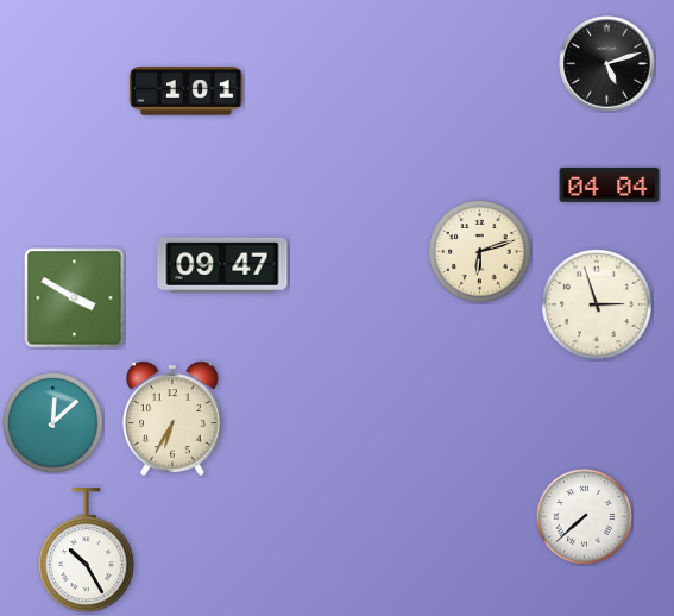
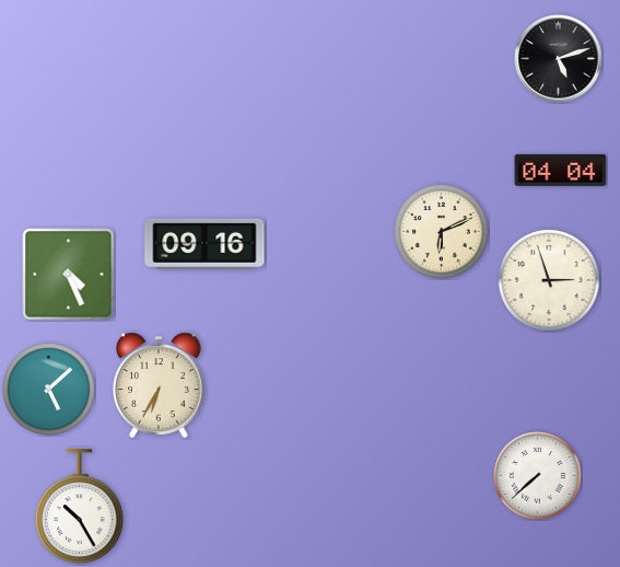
clock at (185, 92): 1:01 -> none
clock at (480, 252): 6:12 -> 6:11
clock at (222, 265): 09:47 -> 09:16
clock at (75, 298): 3:50 -> 4:26
clock at (53, 423): 12:08 -> 5:08
